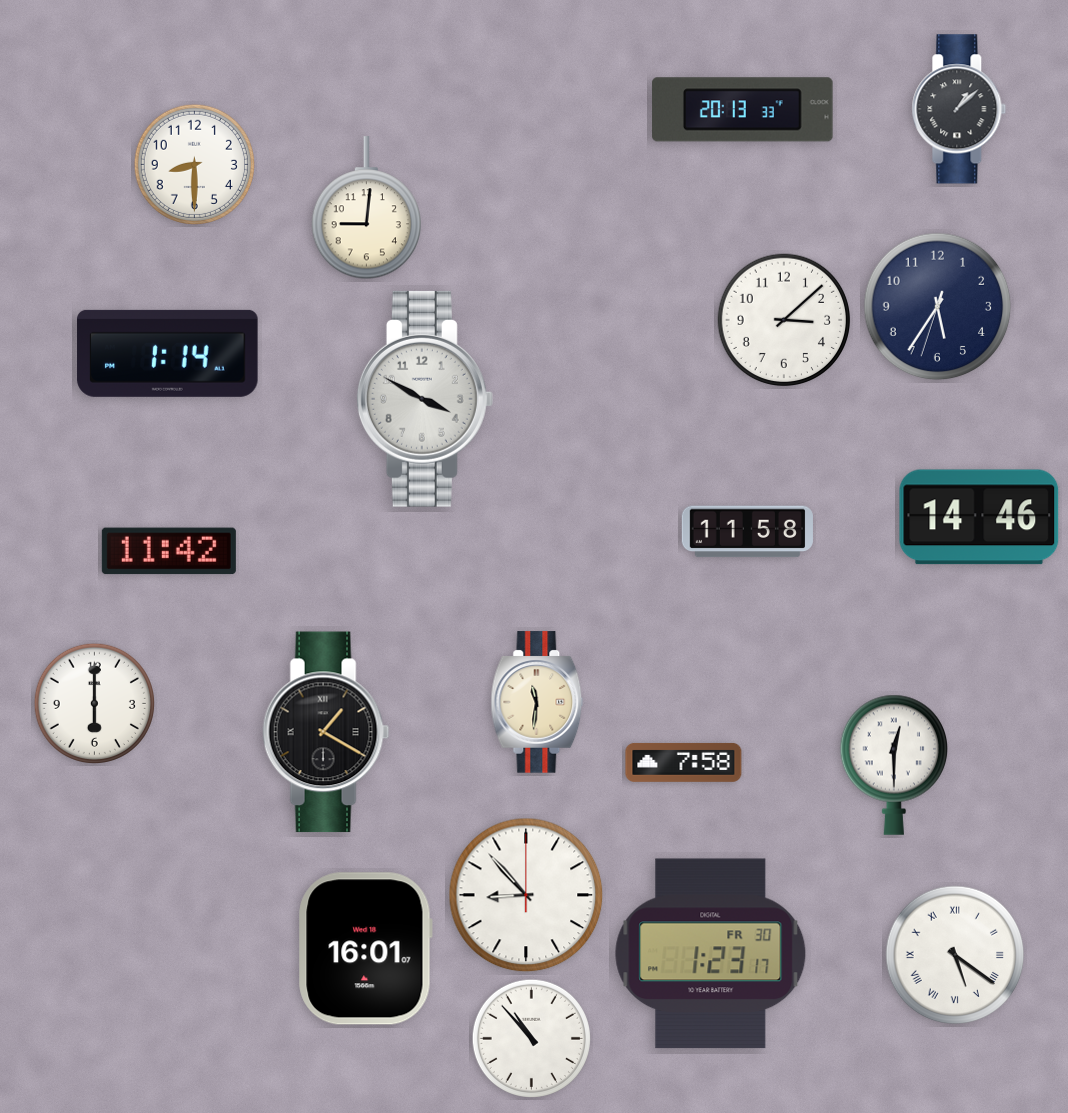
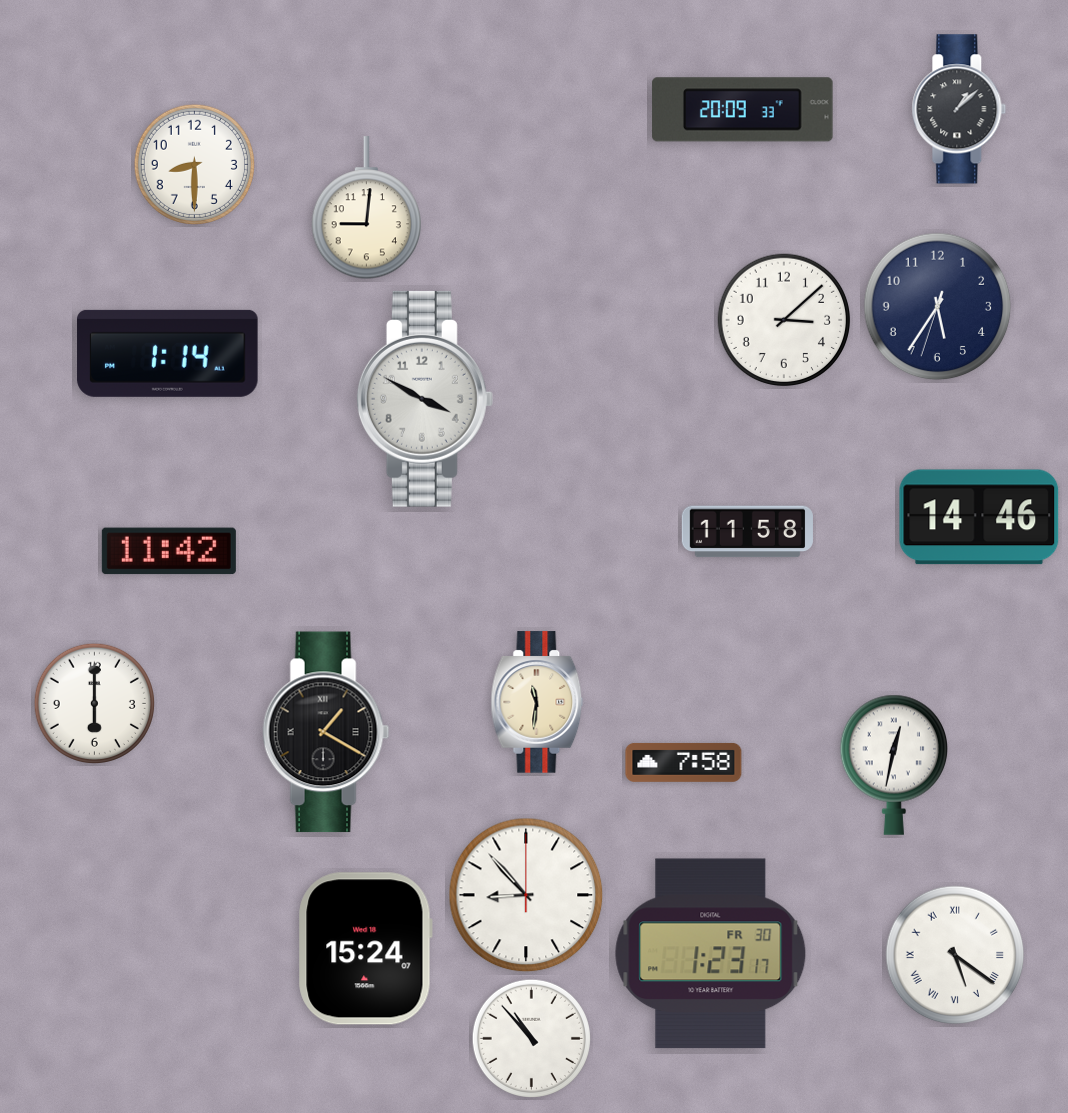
clock at (743, 110): 20:13 -> 20:09
clock at (893, 765): 12:30 -> 12:32
clock at (365, 949): 16:01 -> 15:24
